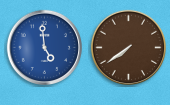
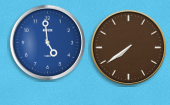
clock at (44, 47) position: (44, 47) -> (47, 42)
